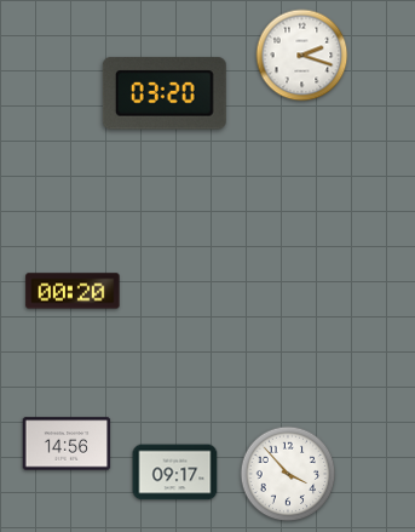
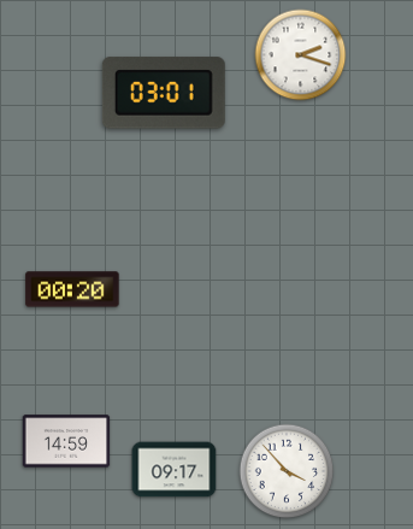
clock at (165, 93): 03:20 -> 03:01
clock at (67, 444): 14:56 -> 14:59
